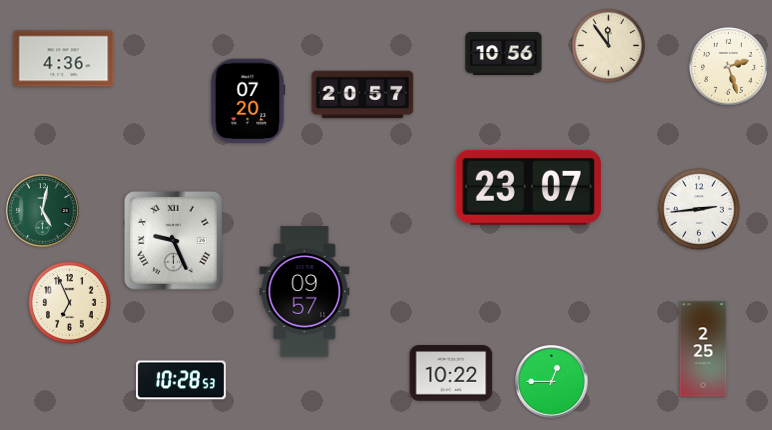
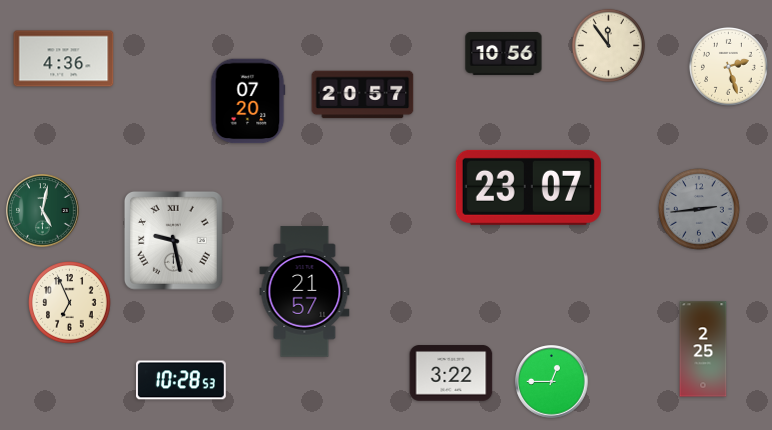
clock at (699, 209) dial: white -> grey
clock at (173, 240): 9:26 -> 9:28
clock at (305, 292): 09:57 -> 21:57
clock at (451, 373): 10:22 -> 3:22
